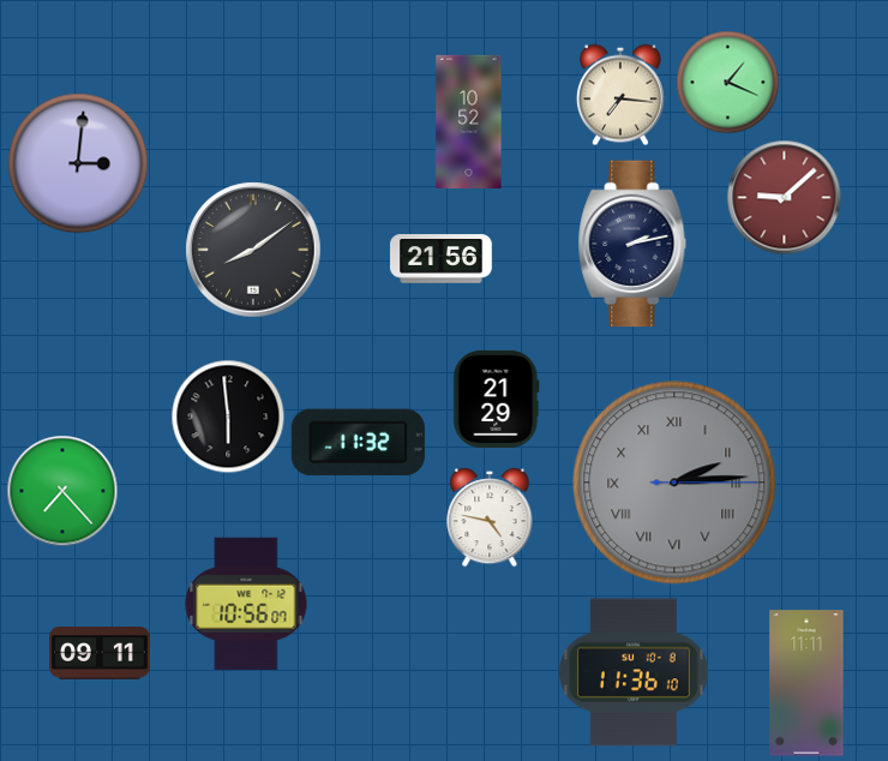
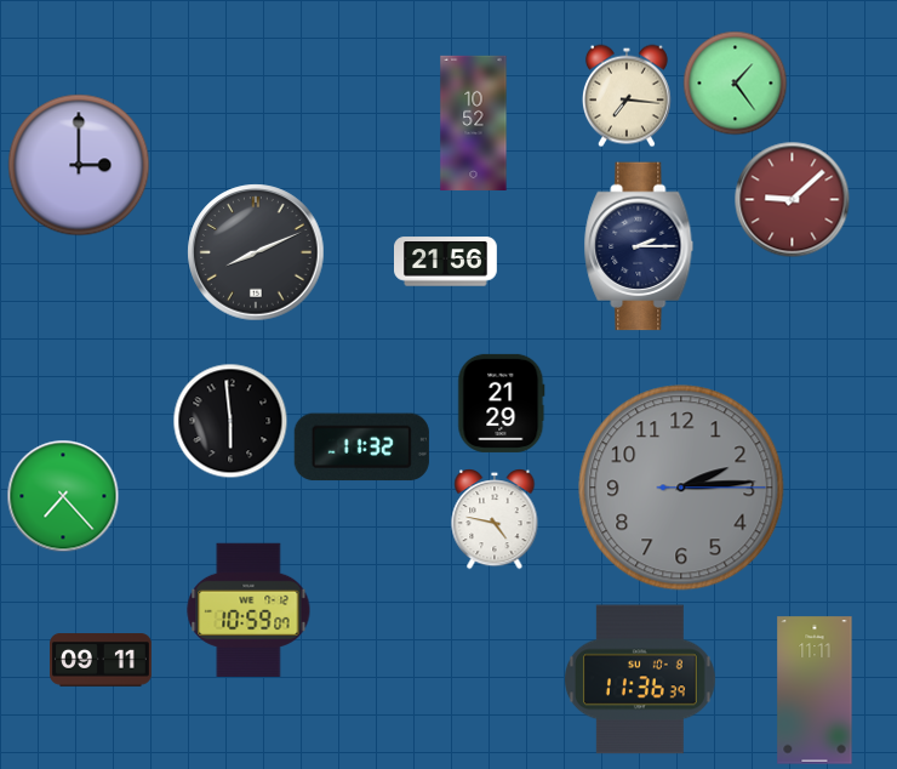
clock at (728, 83): 1:19 -> 1:24
clock at (78, 163): 3:01 -> 3:00
clock at (632, 244): 2:13 -> 2:15
clock at (253, 250): 8:09 -> 8:11
clock at (674, 483) numerals: Roman -> Arabic
clock at (490, 517) position: (490, 517) -> (495, 519)
clock at (246, 604): 10:56 -> 10:59
clock at (635, 672): 11:36:10 -> 11:36:39
